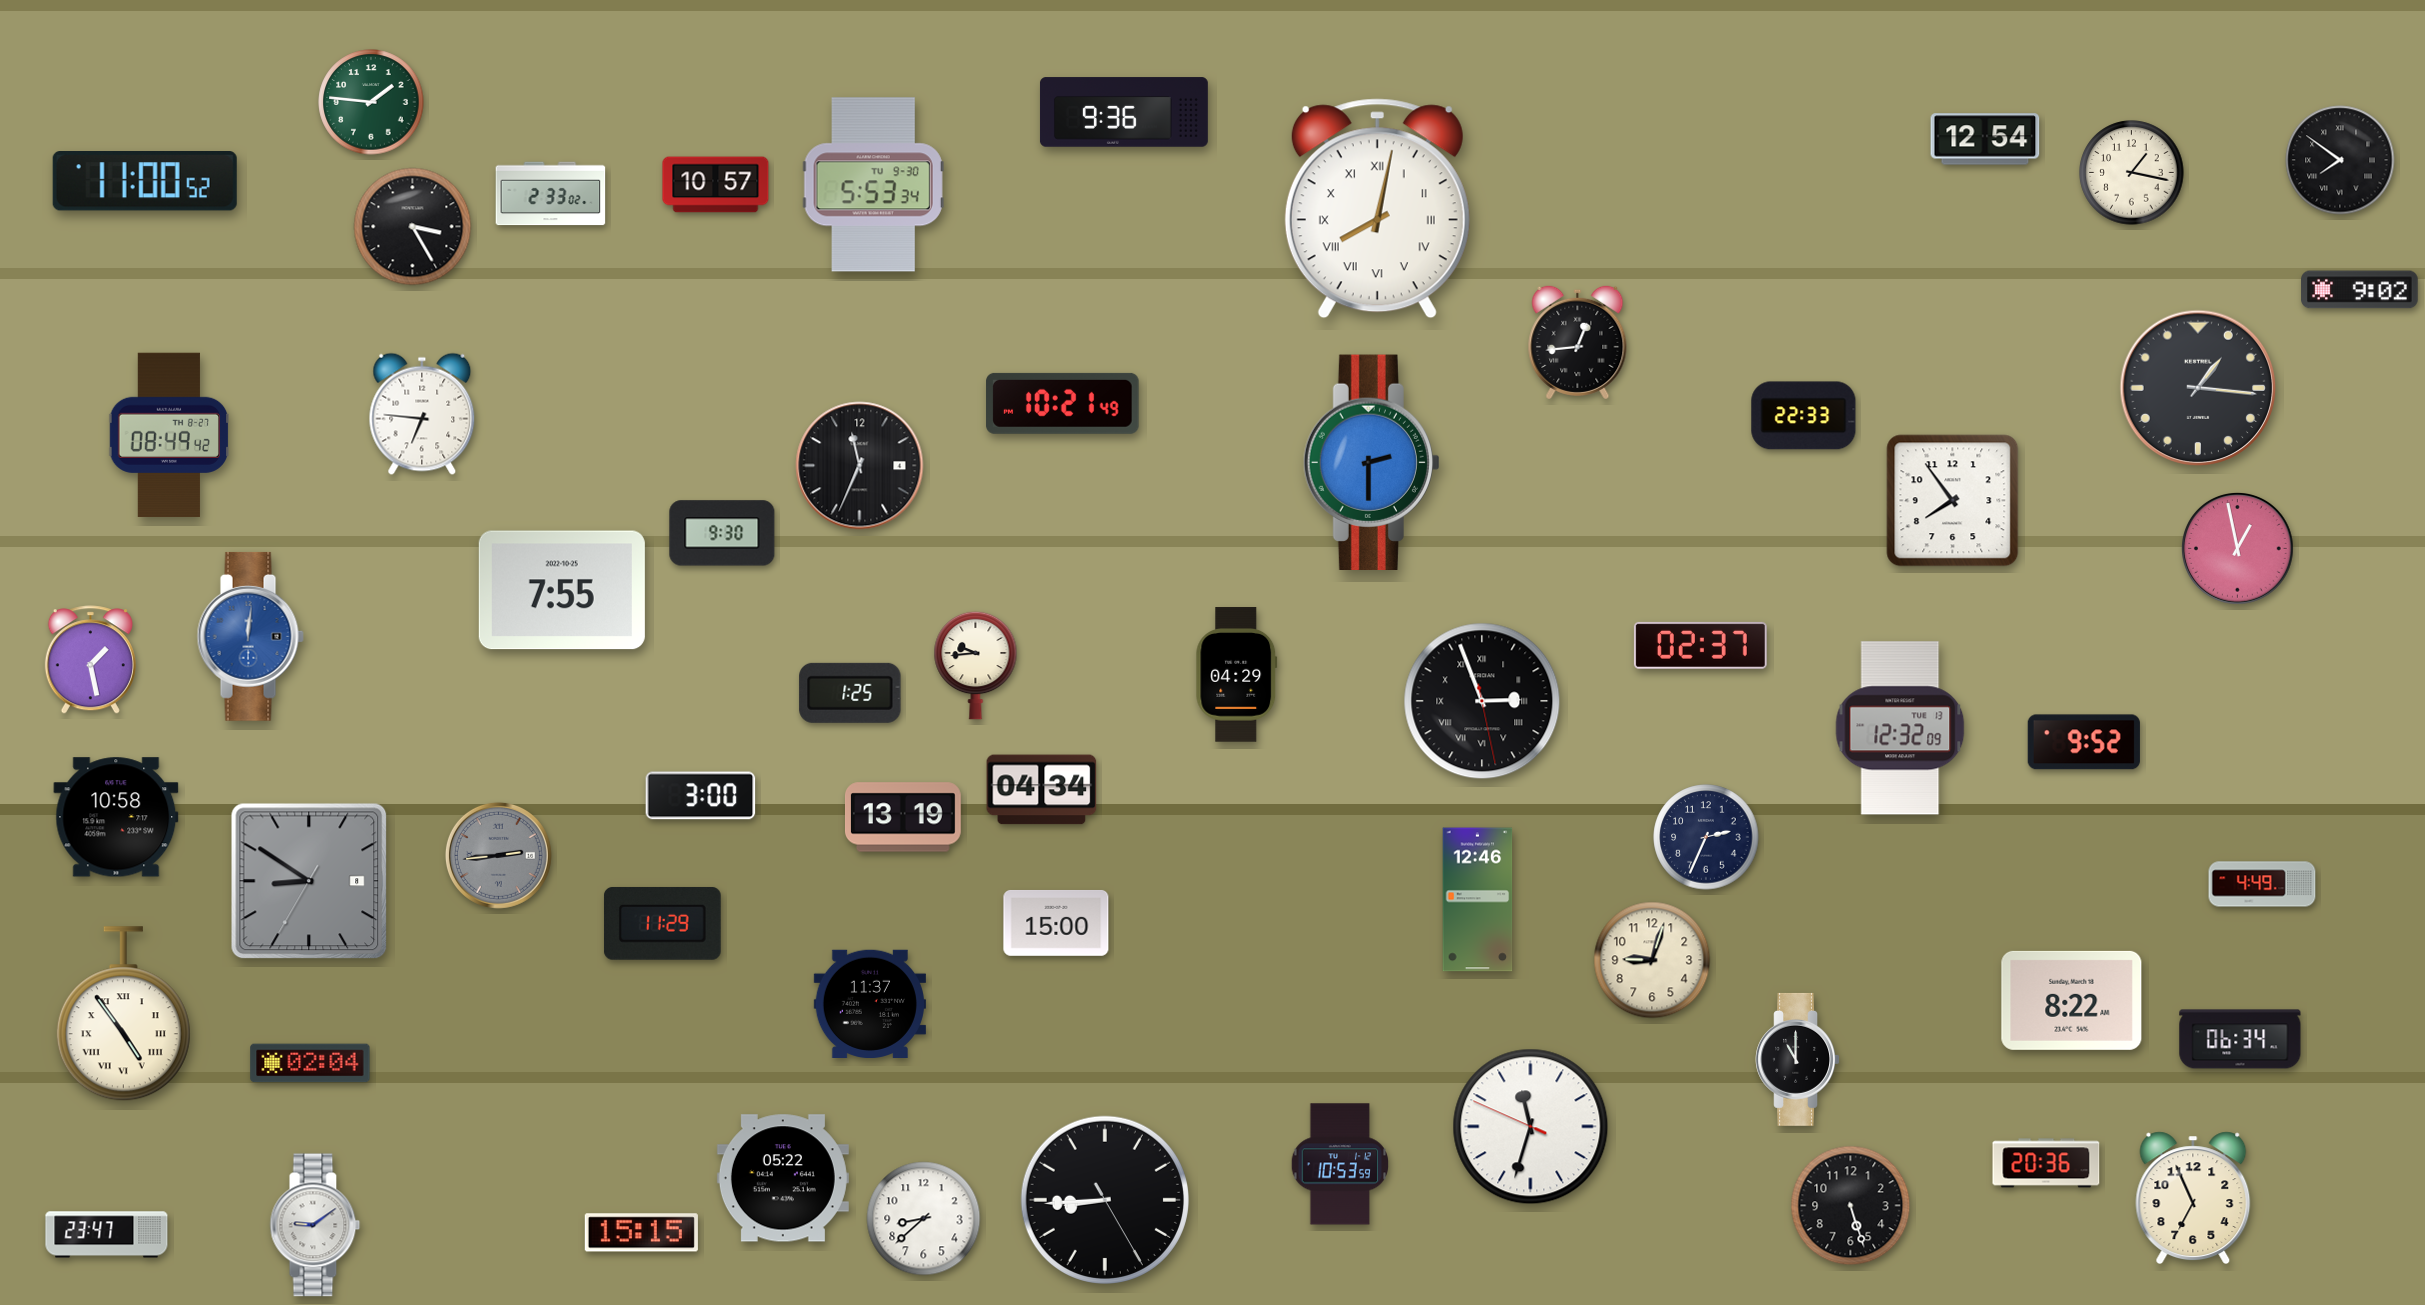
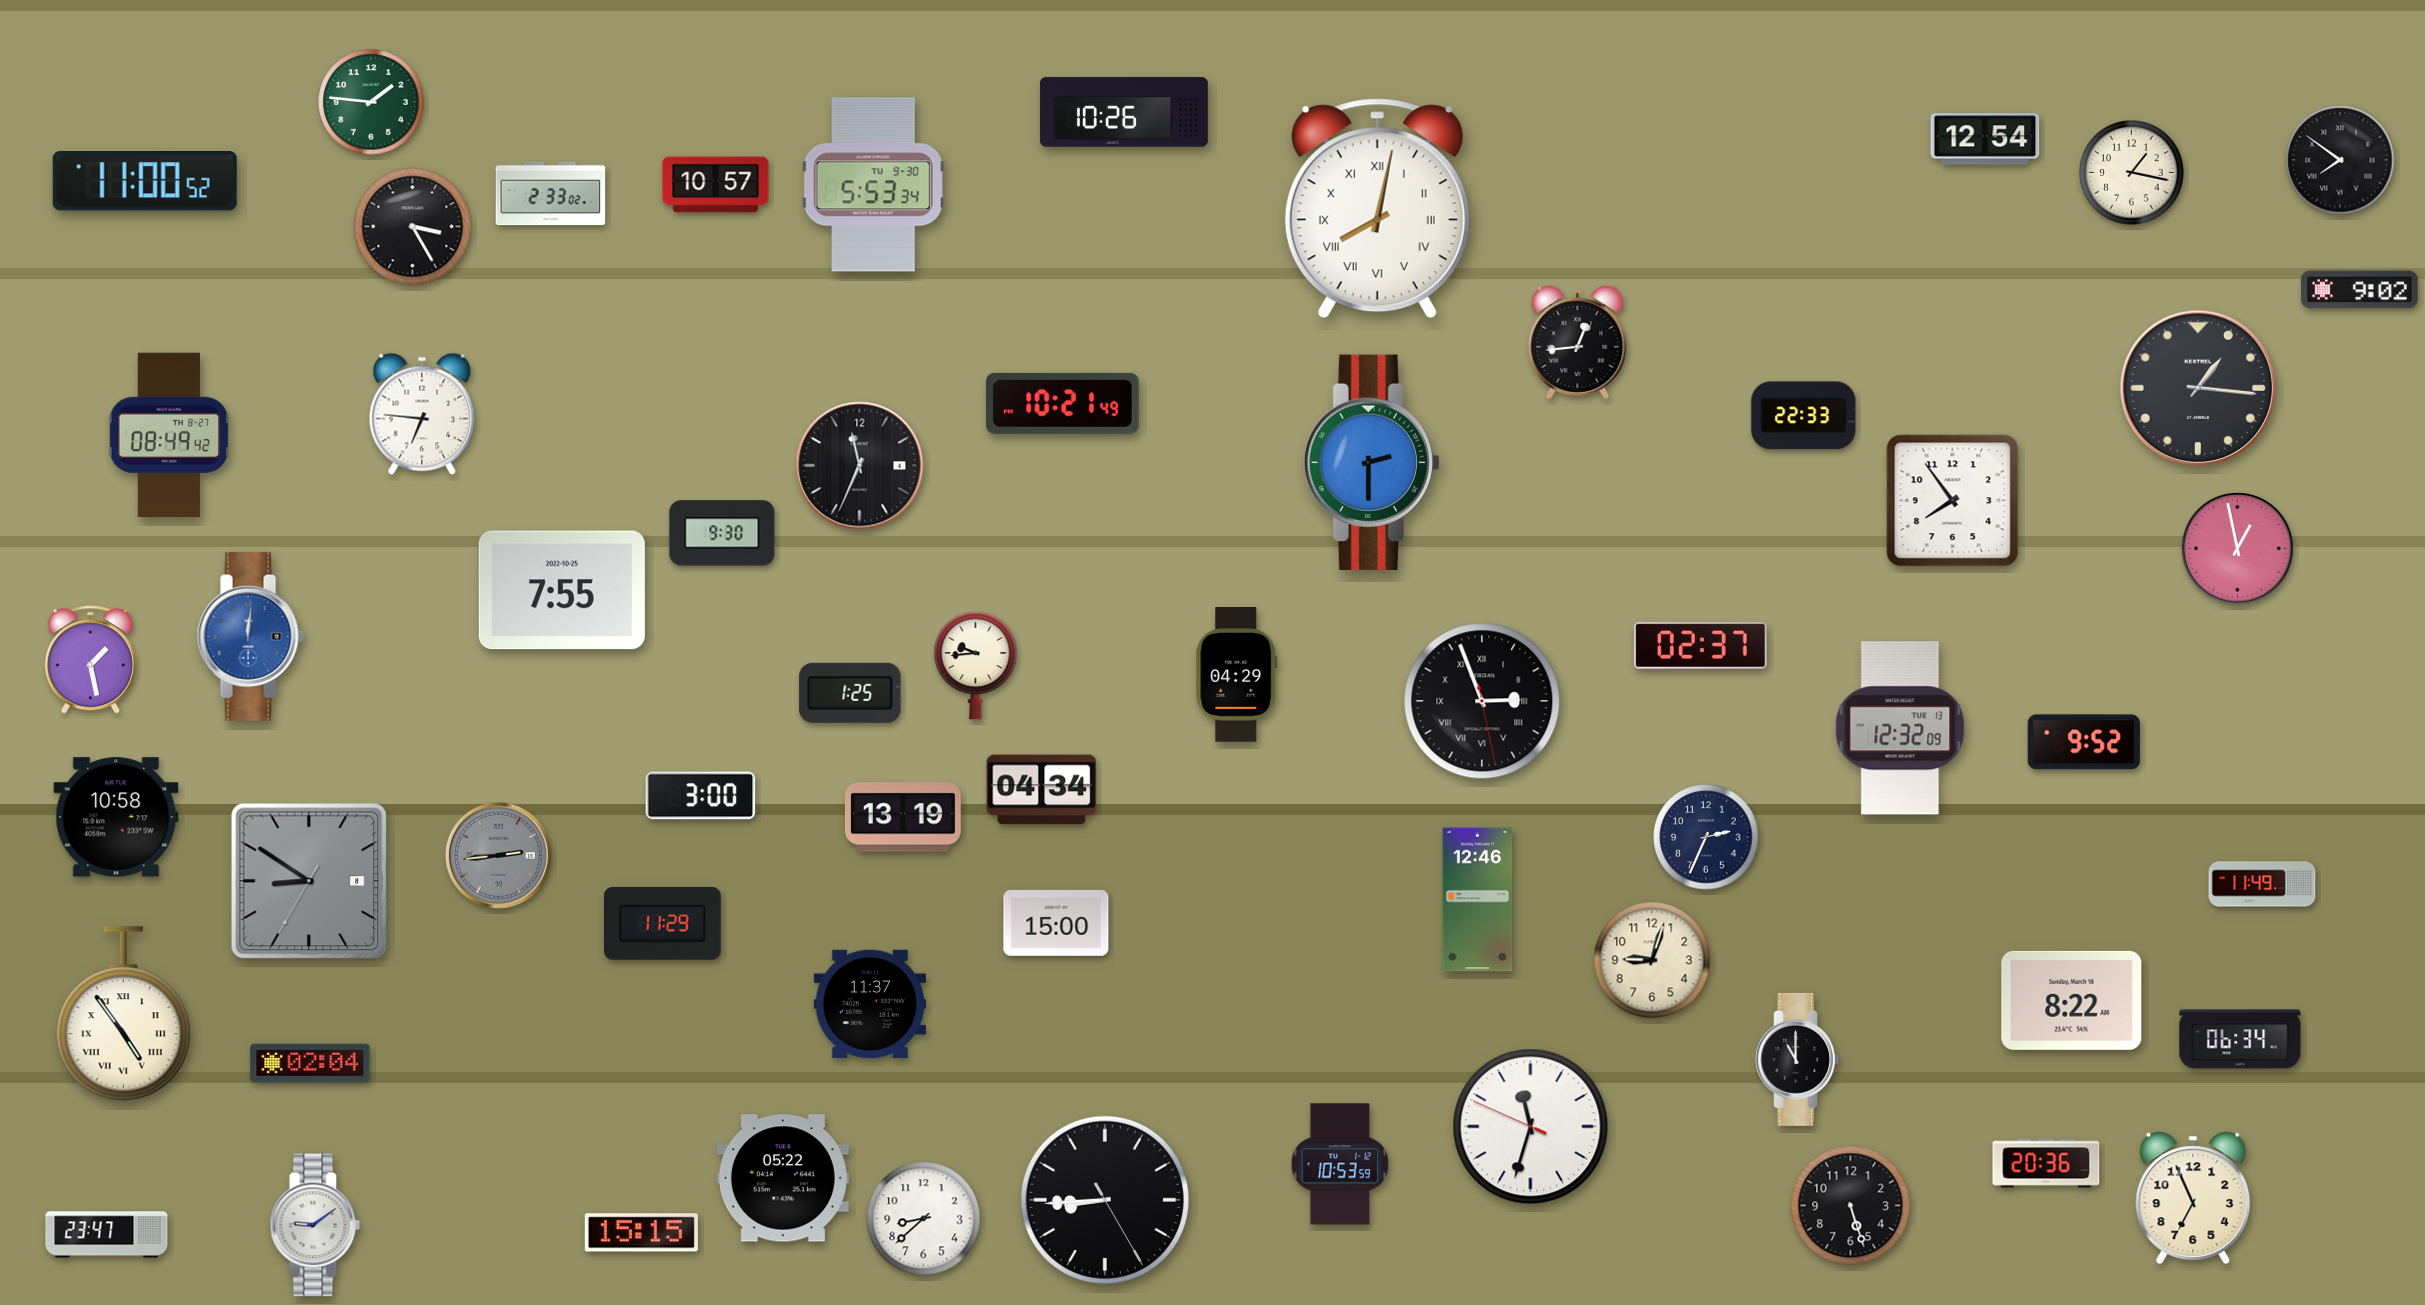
clock at (1124, 112): 9:36 -> 10:26
clock at (2262, 884): 4:49 -> 11:49
